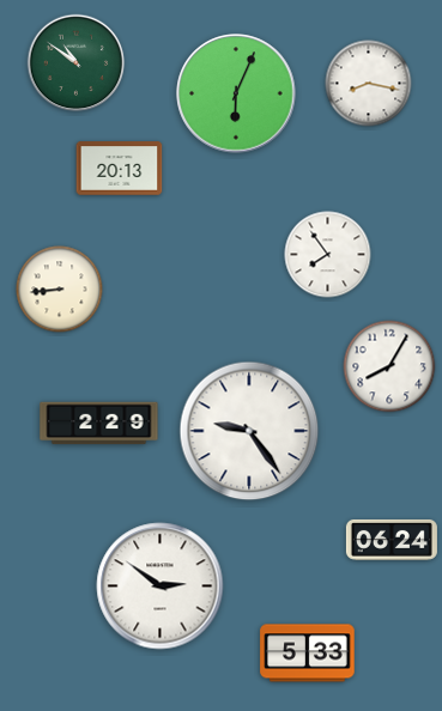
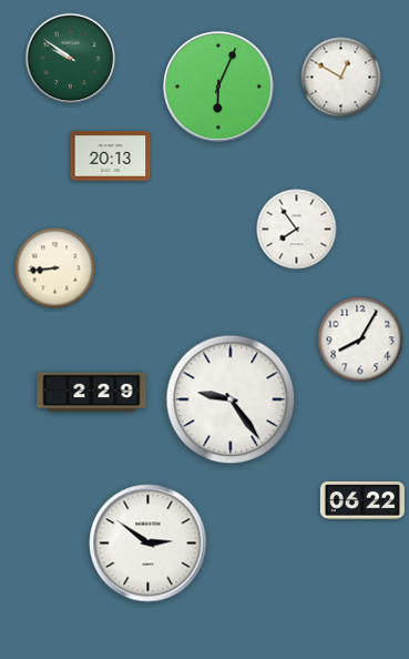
clock at (77, 63): 10:51 -> 9:51
clock at (369, 84): 8:17 -> 12:50
clock at (328, 255) position: (328, 255) -> (297, 230)
clock at (392, 540): 06:24 -> 06:22
clock at (308, 654): 5:33 -> none
